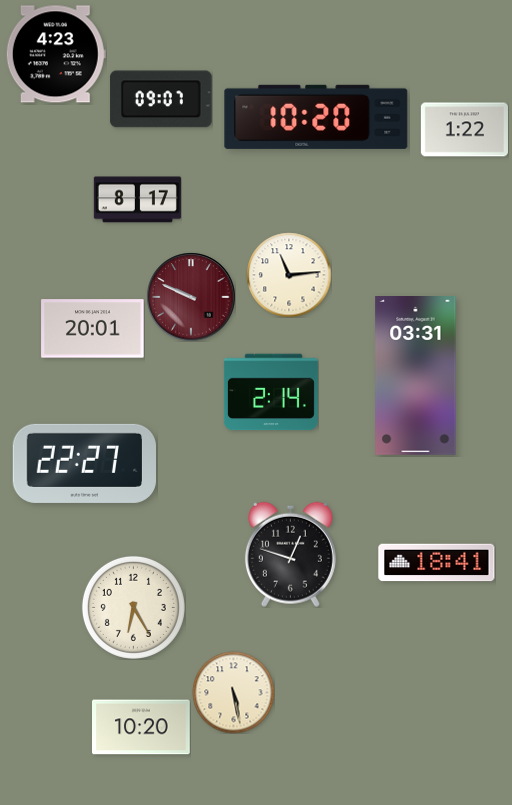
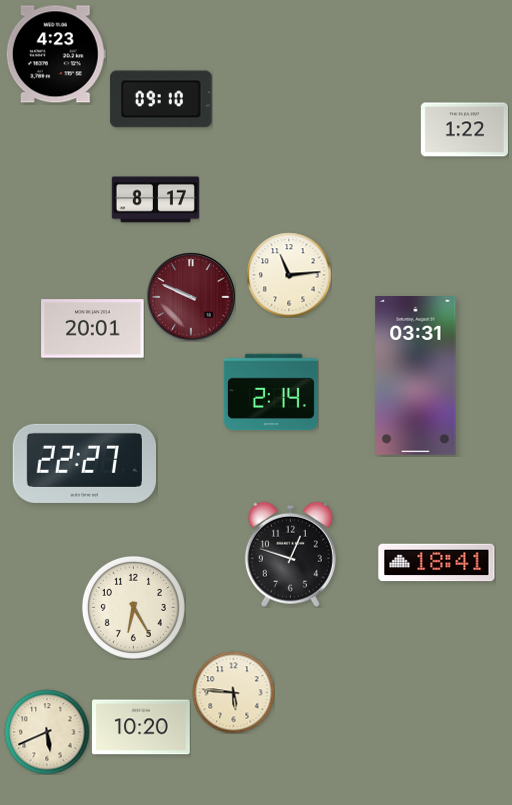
clock at (161, 99): 09:07 -> 09:10
clock at (316, 117): 10:20 -> none
clock at (137, 200) position: (137, 200) -> (155, 200)
clock at (233, 692): 5:28 -> 5:46
clock at (47, 732): none -> 5:41
